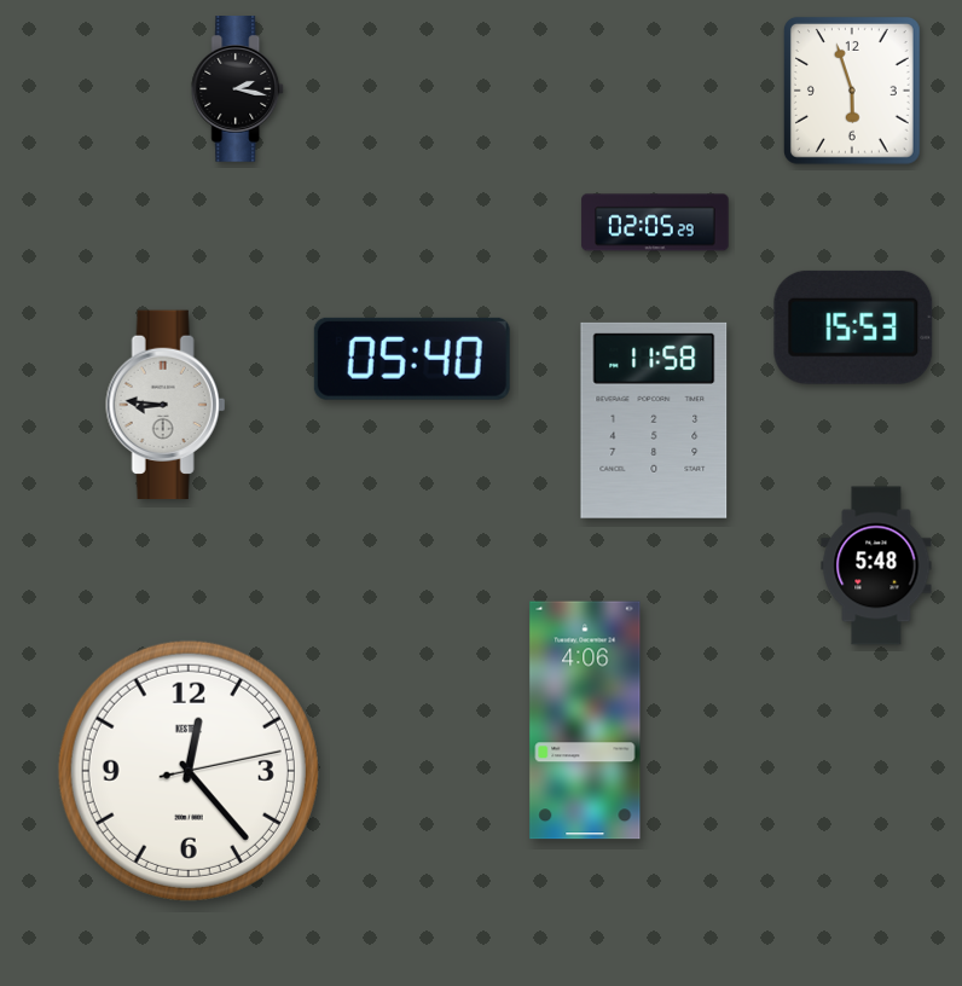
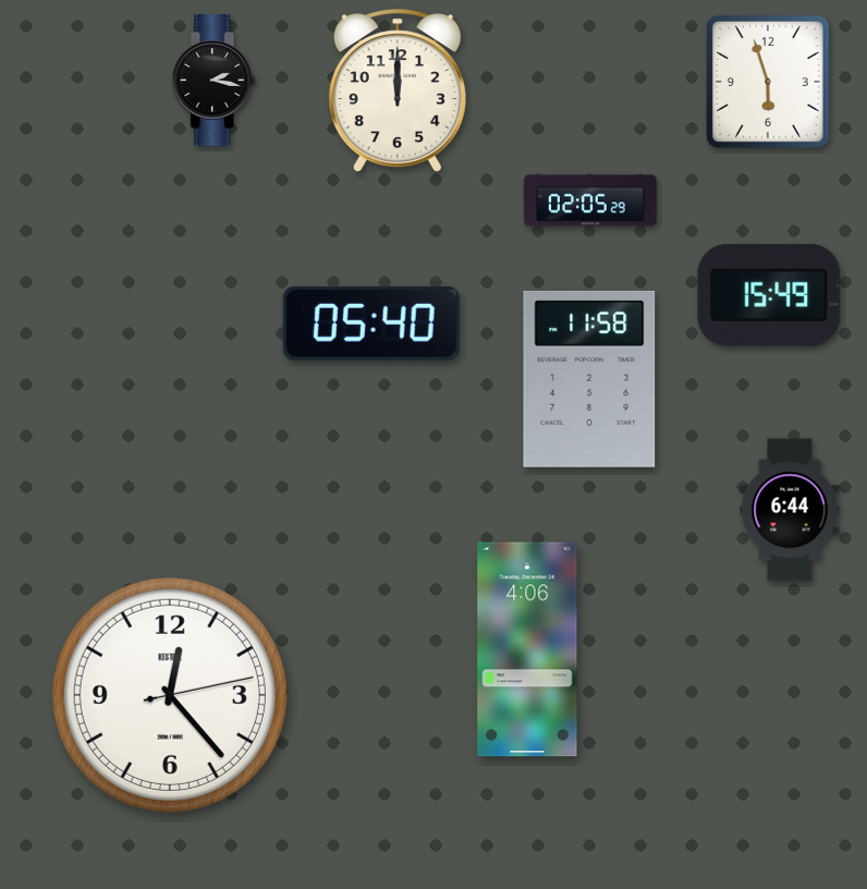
clock at (398, 92): none -> 12:00
clock at (853, 327): 15:53 -> 15:49
clock at (166, 405): 8:46 -> none
clock at (876, 565): 5:48 -> 6:44
